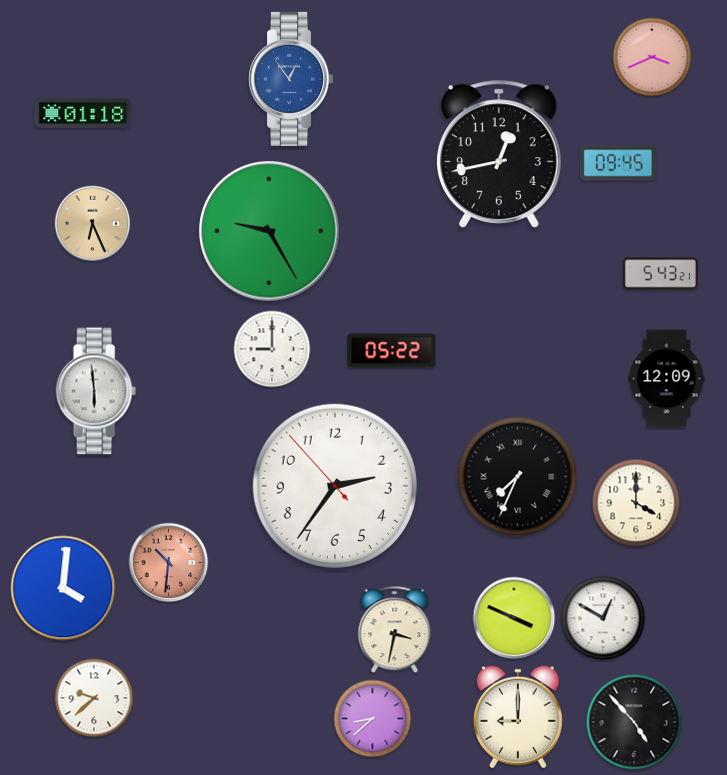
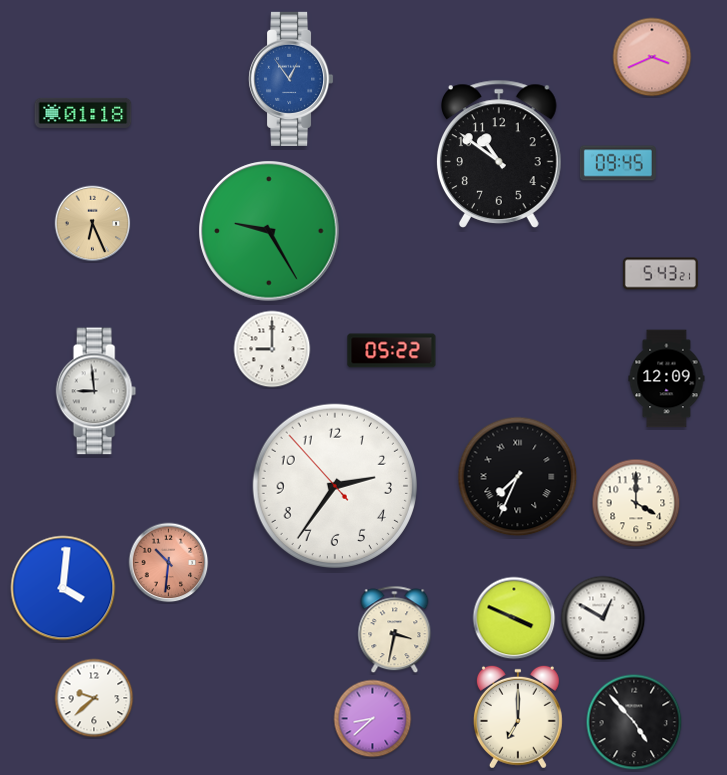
clock at (499, 154): 12:43 -> 10:51
clock at (96, 391): 5:59 -> 8:59
clock at (518, 717): 9:00 -> 7:00
